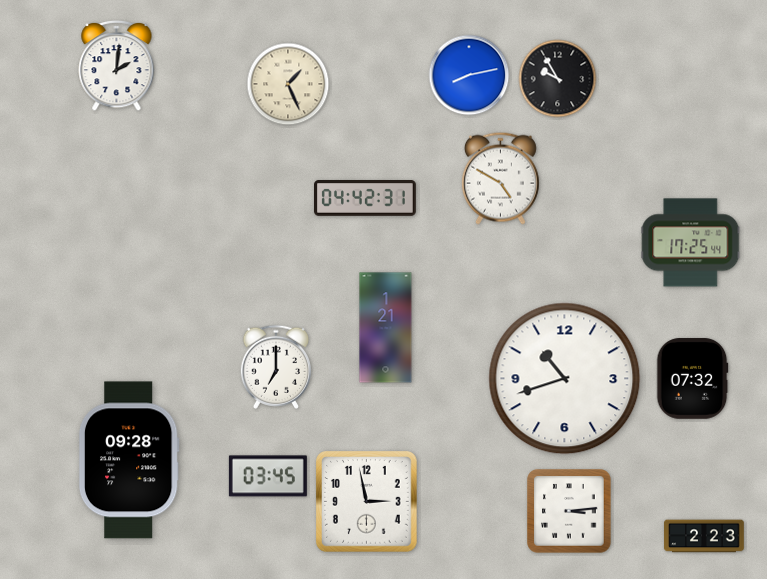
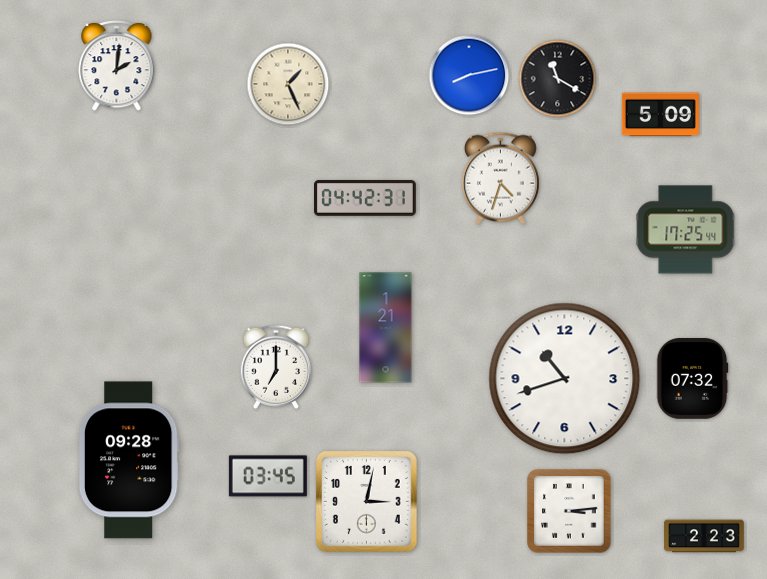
clock at (558, 79): 9:55 -> 11:20
clock at (660, 115): none -> 5:09
clock at (500, 178): 4:50 -> 4:33
clock at (691, 243) position: (691, 243) -> (686, 230)
clock at (367, 502): 2:58 -> 3:02
